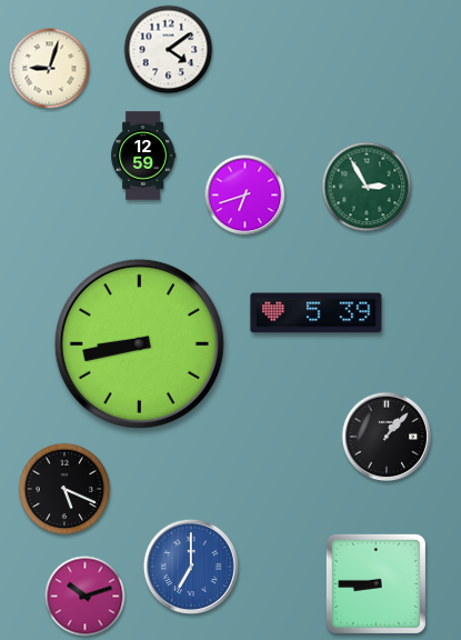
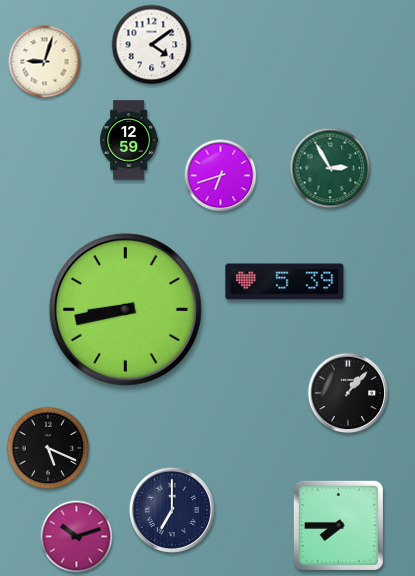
clock at (64, 489) position: (64, 489) -> (48, 448)
clock at (191, 567) dial: blue -> navy
clock at (375, 583): 8:45 -> 7:45
